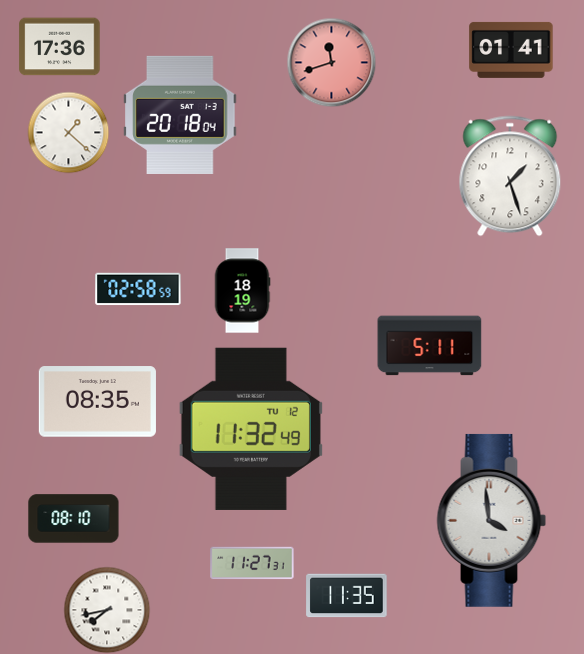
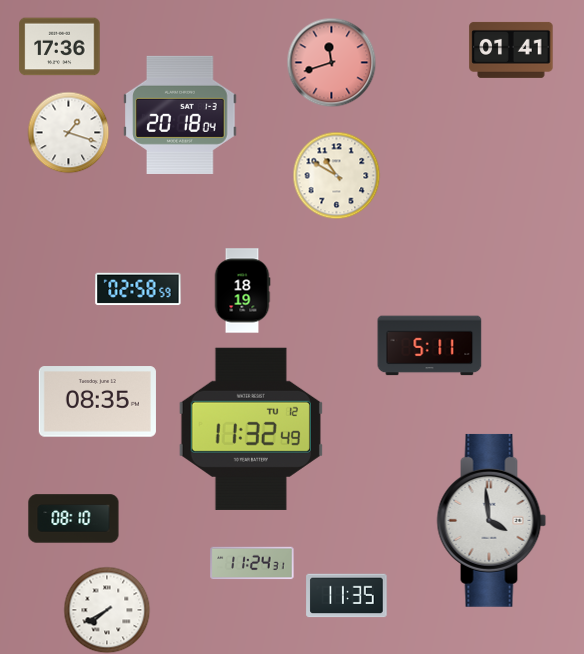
clock at (68, 132): 1:22 -> 1:18
clock at (336, 175): none -> 10:50
clock at (510, 176): 1:27 -> none
clock at (252, 563): 11:27 -> 11:24
clock at (107, 610): 7:43 -> 7:40
